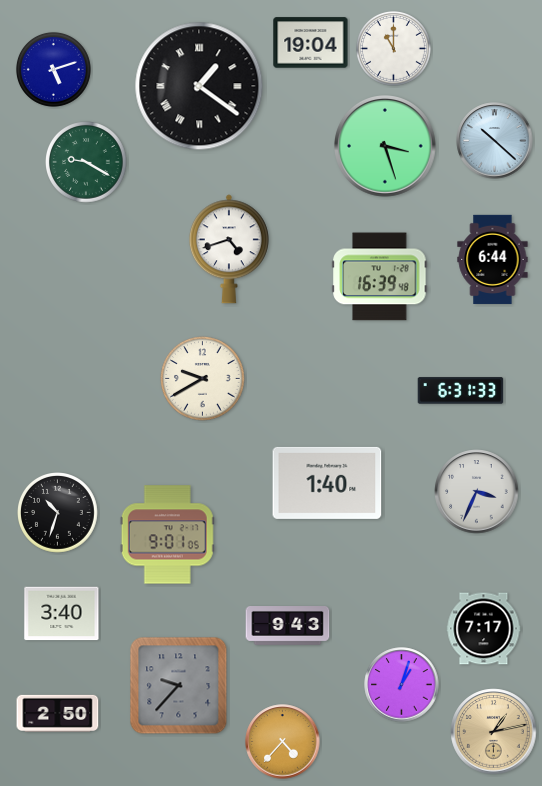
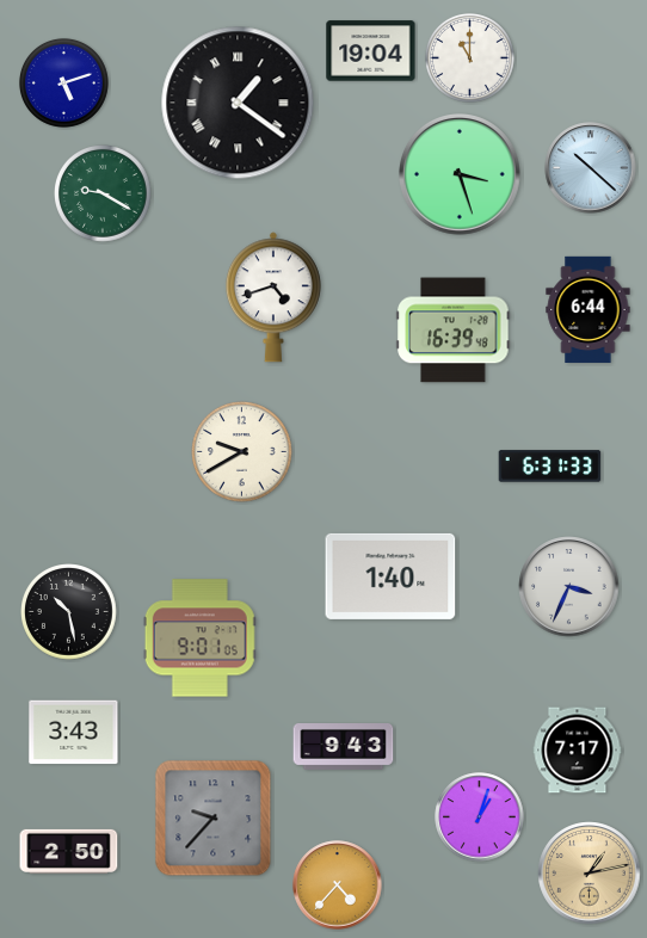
clock at (58, 513): 10:33 -> 10:28
clock at (62, 614): 3:40 -> 3:43
